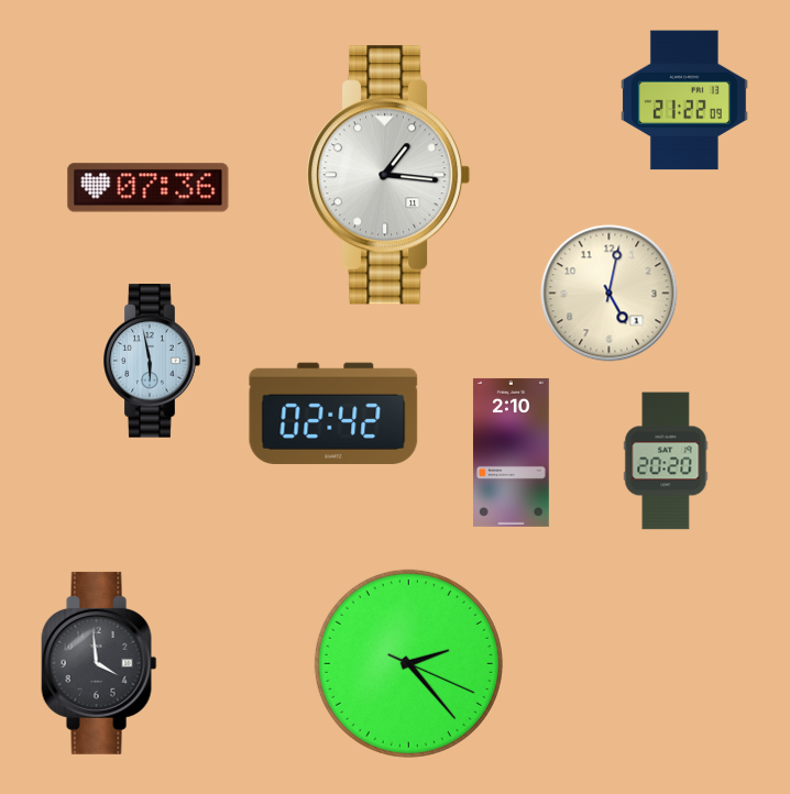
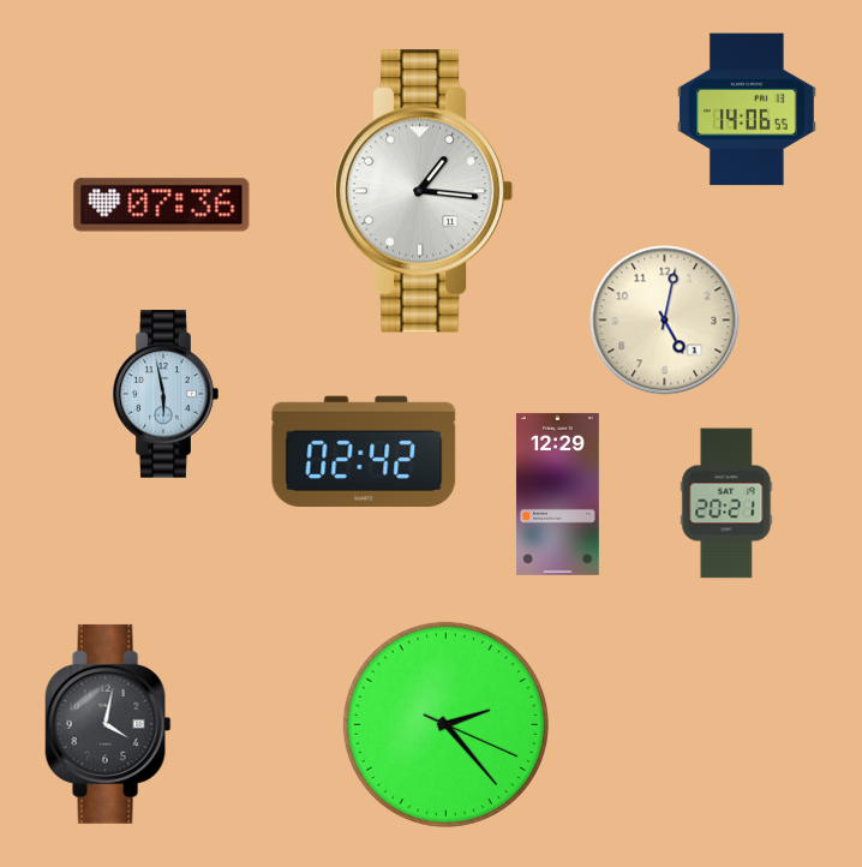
clock at (684, 100): 21:22 -> 14:06
clock at (511, 452): 2:10 -> 12:29
clock at (666, 461): 20:20 -> 20:21
clock at (99, 663): 3:59 -> 4:02
